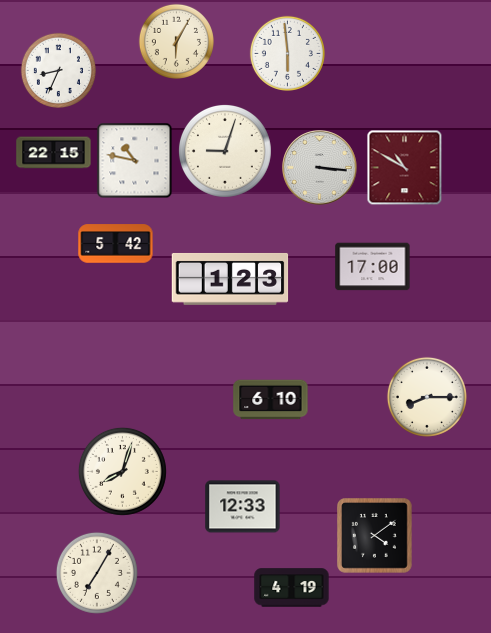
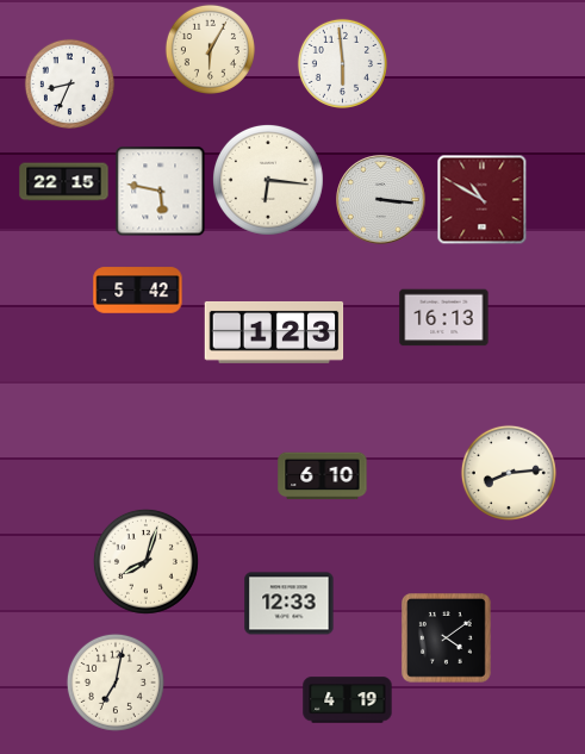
clock at (225, 151): 9:03 -> 6:16
clock at (135, 161): 10:47 -> 5:47
clock at (373, 267): 17:00 -> 16:13
clock at (427, 397): 8:15 -> 8:14
clock at (97, 573): 7:05 -> 7:02
